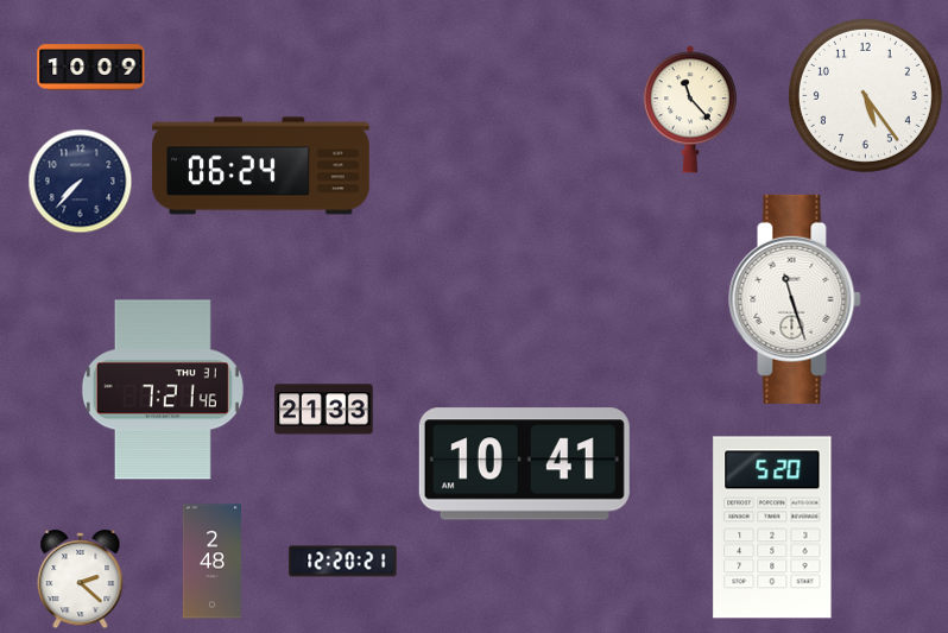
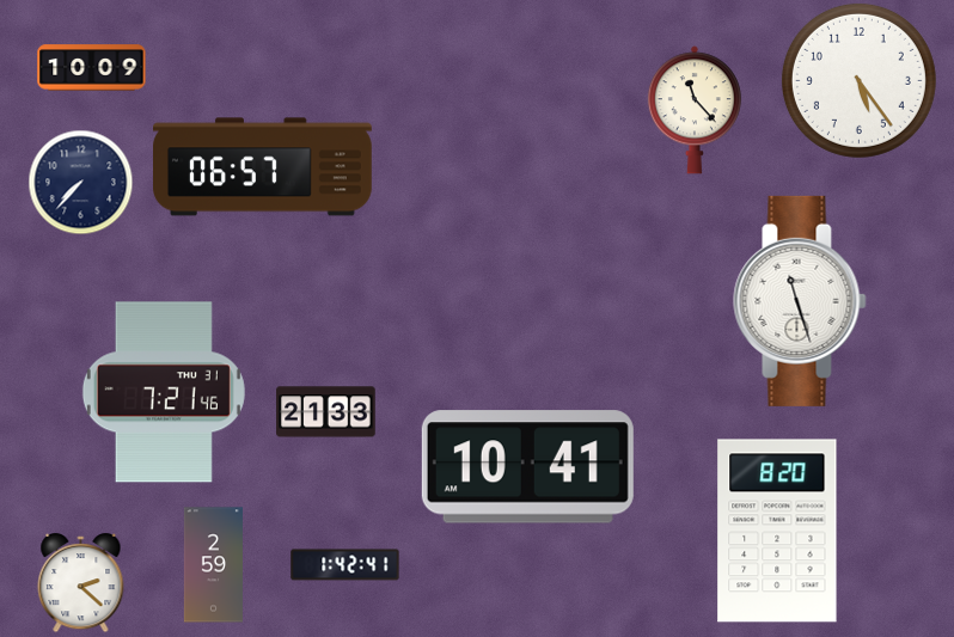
clock at (865, 95) position: (865, 95) -> (858, 80)
clock at (261, 166): 06:24 -> 06:57
clock at (772, 527): 5:20 -> 8:20
clock at (211, 562): 2:48 -> 2:59
clock at (343, 562): 12:20 -> 1:42
